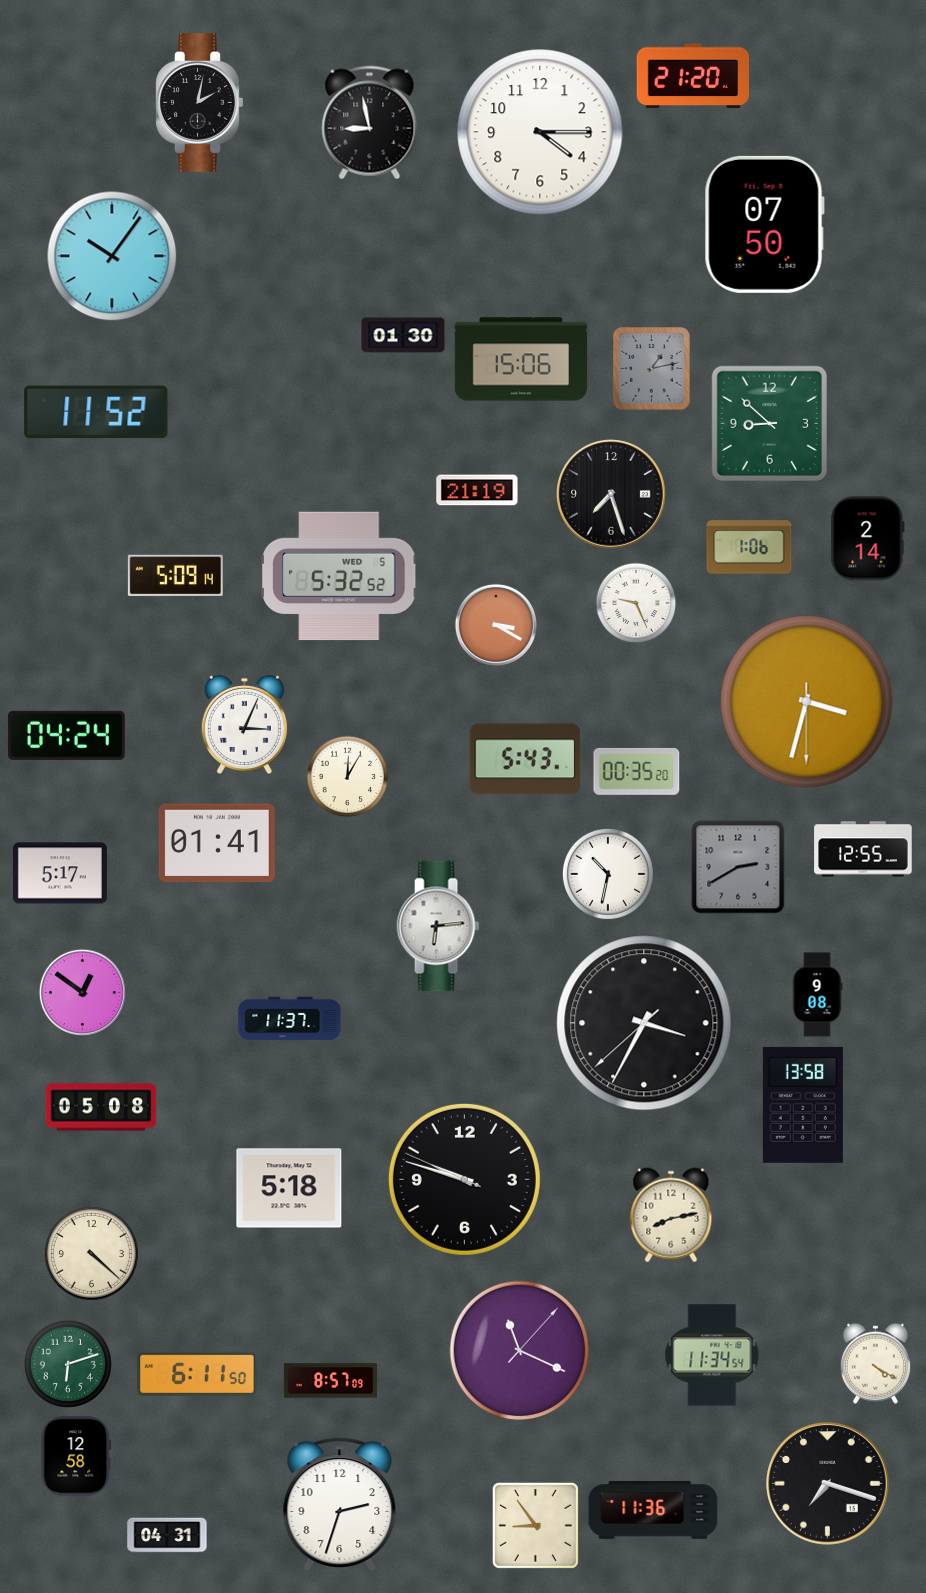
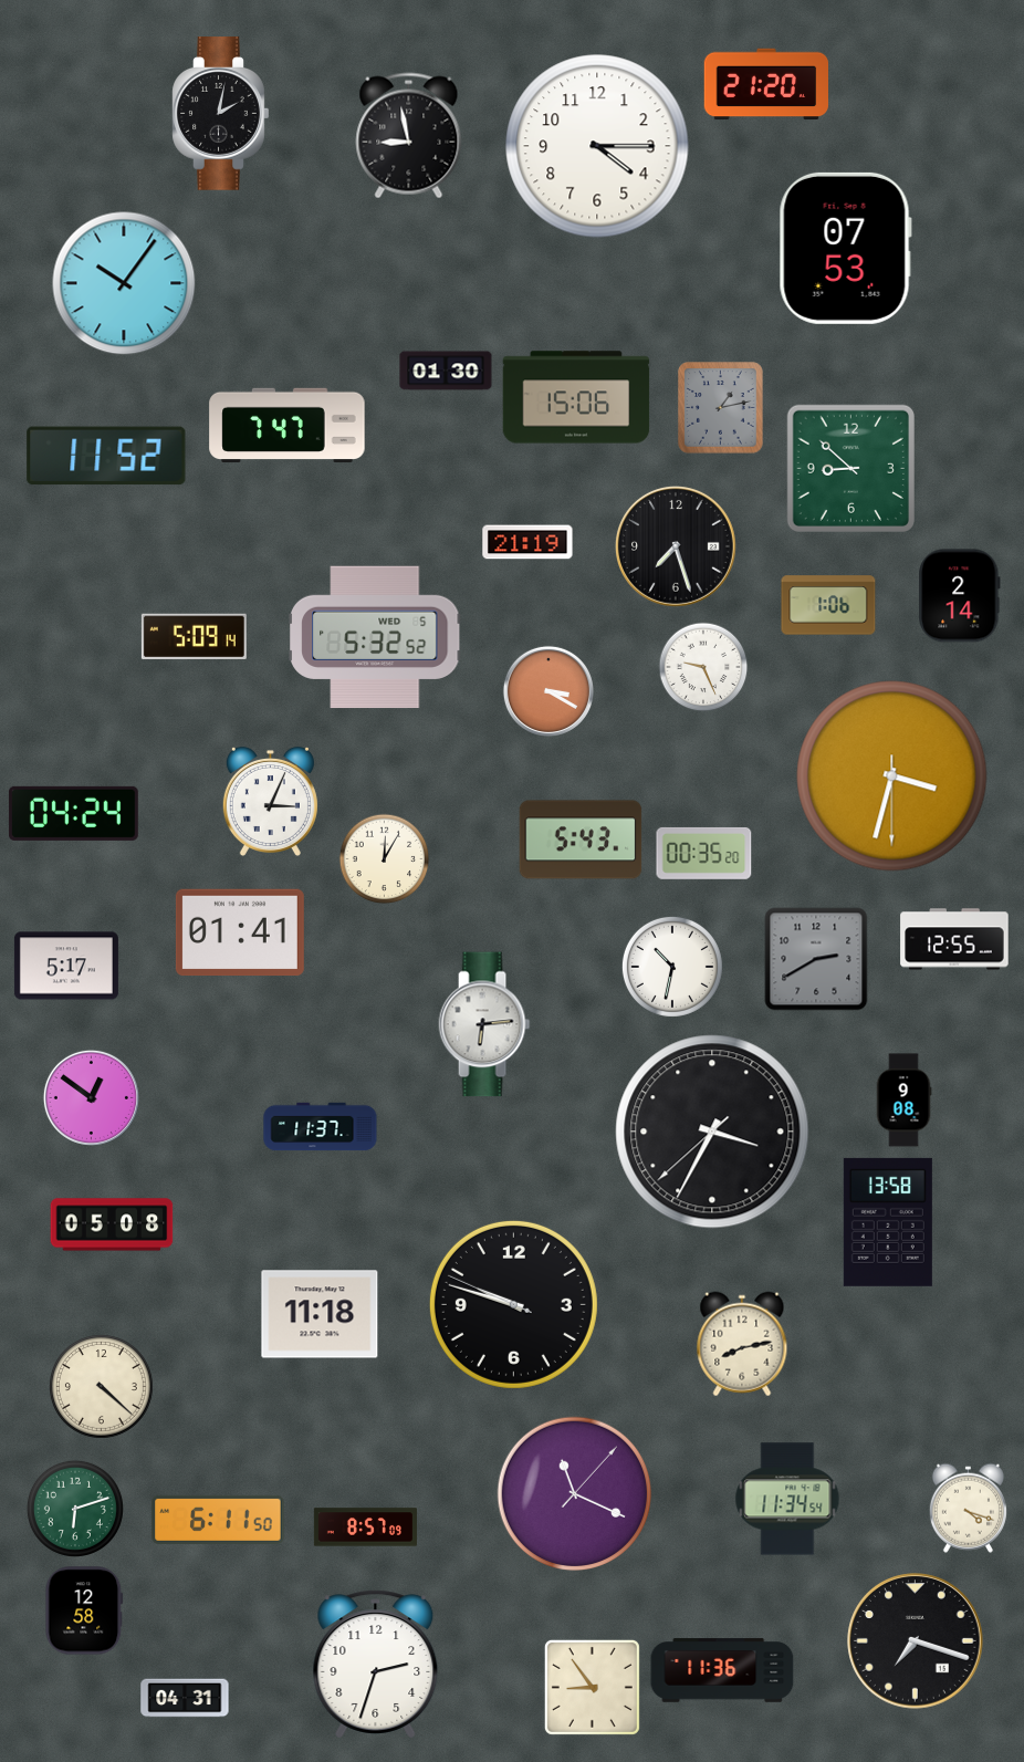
clock at (764, 224): 07:50 -> 07:53
clock at (288, 425): none -> 7:47
clock at (289, 1188): 5:18 -> 11:18
clock at (875, 1363): 4:20 -> 4:18
